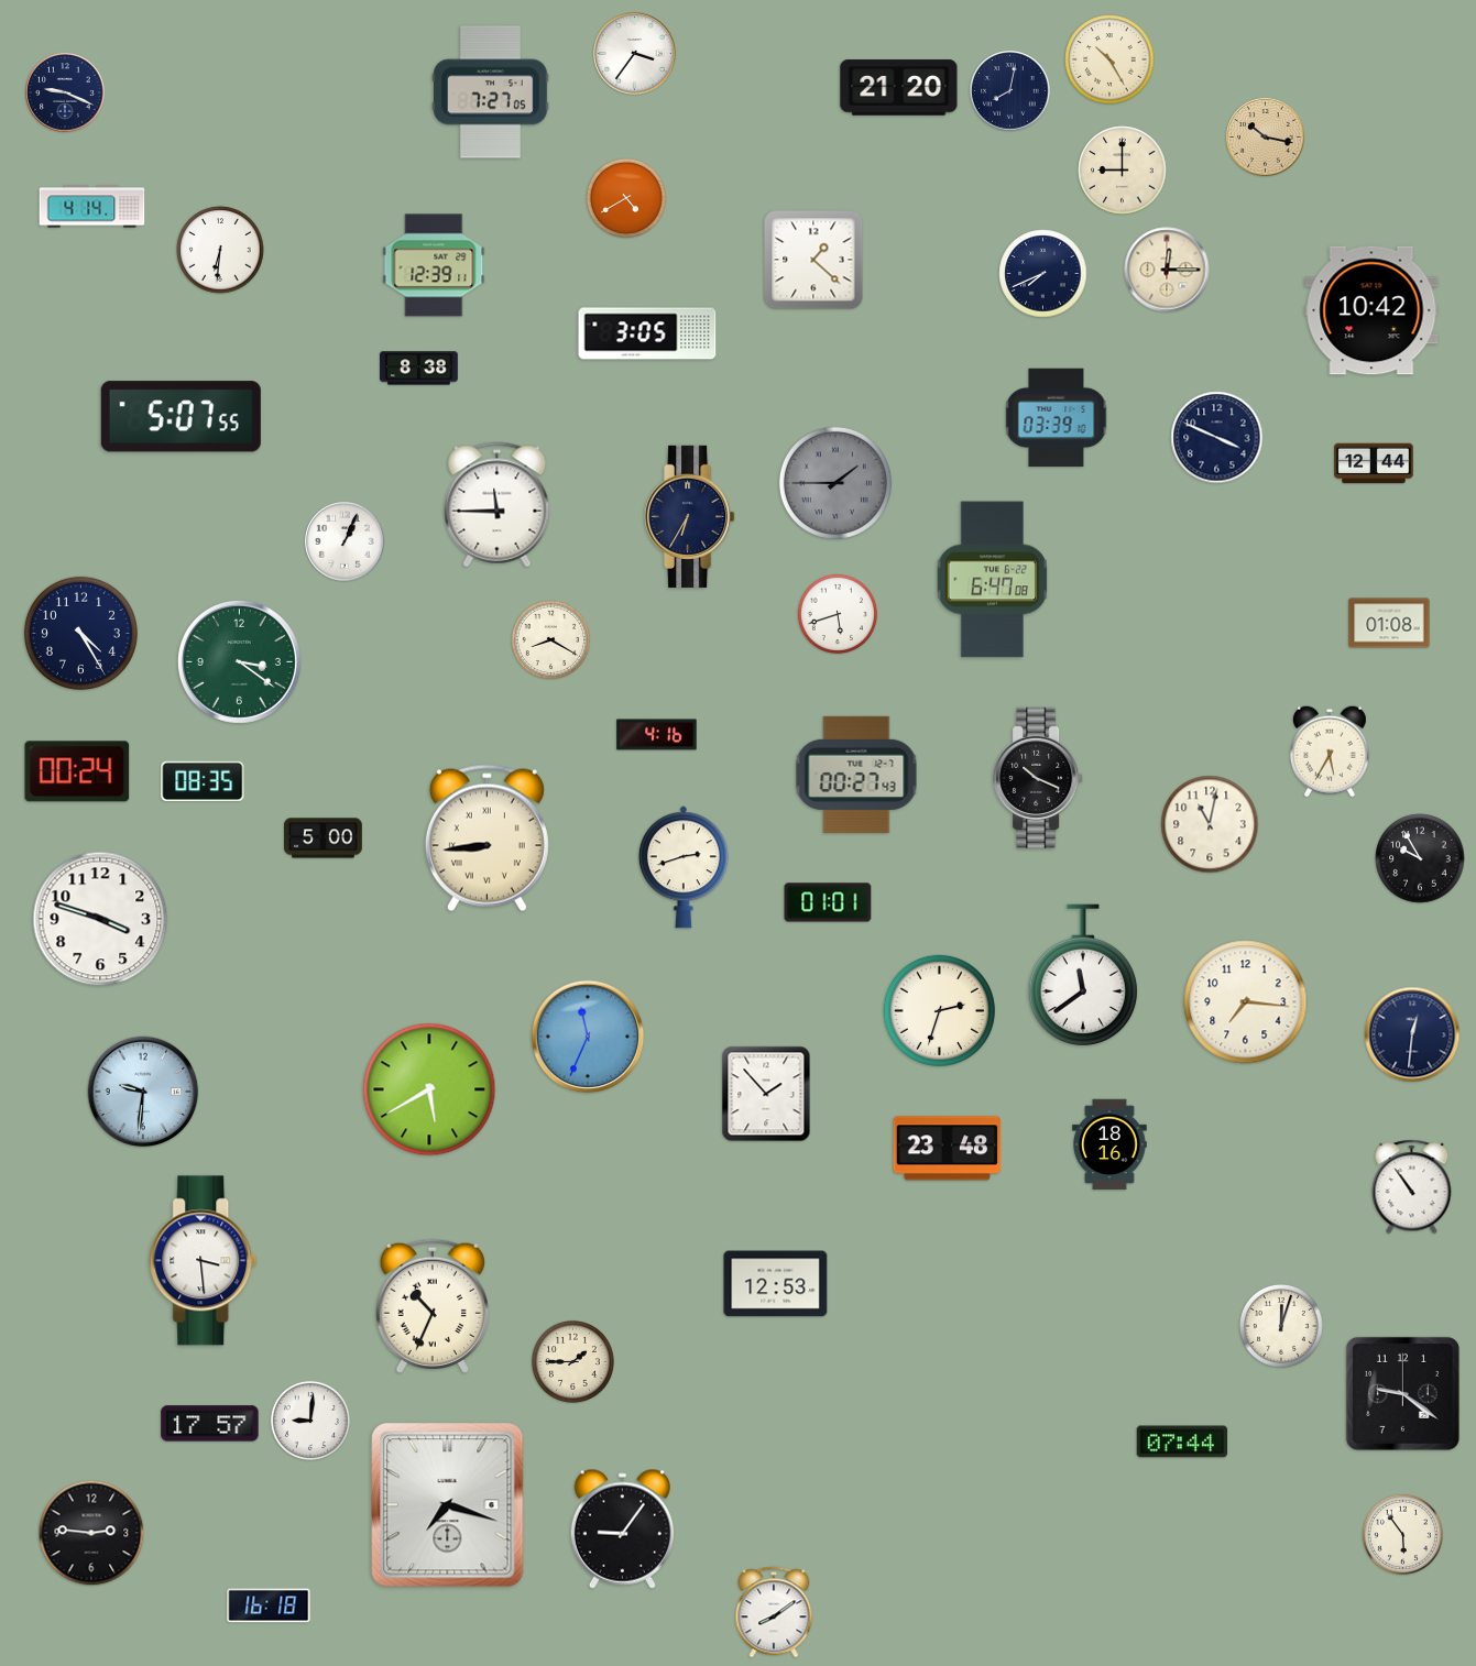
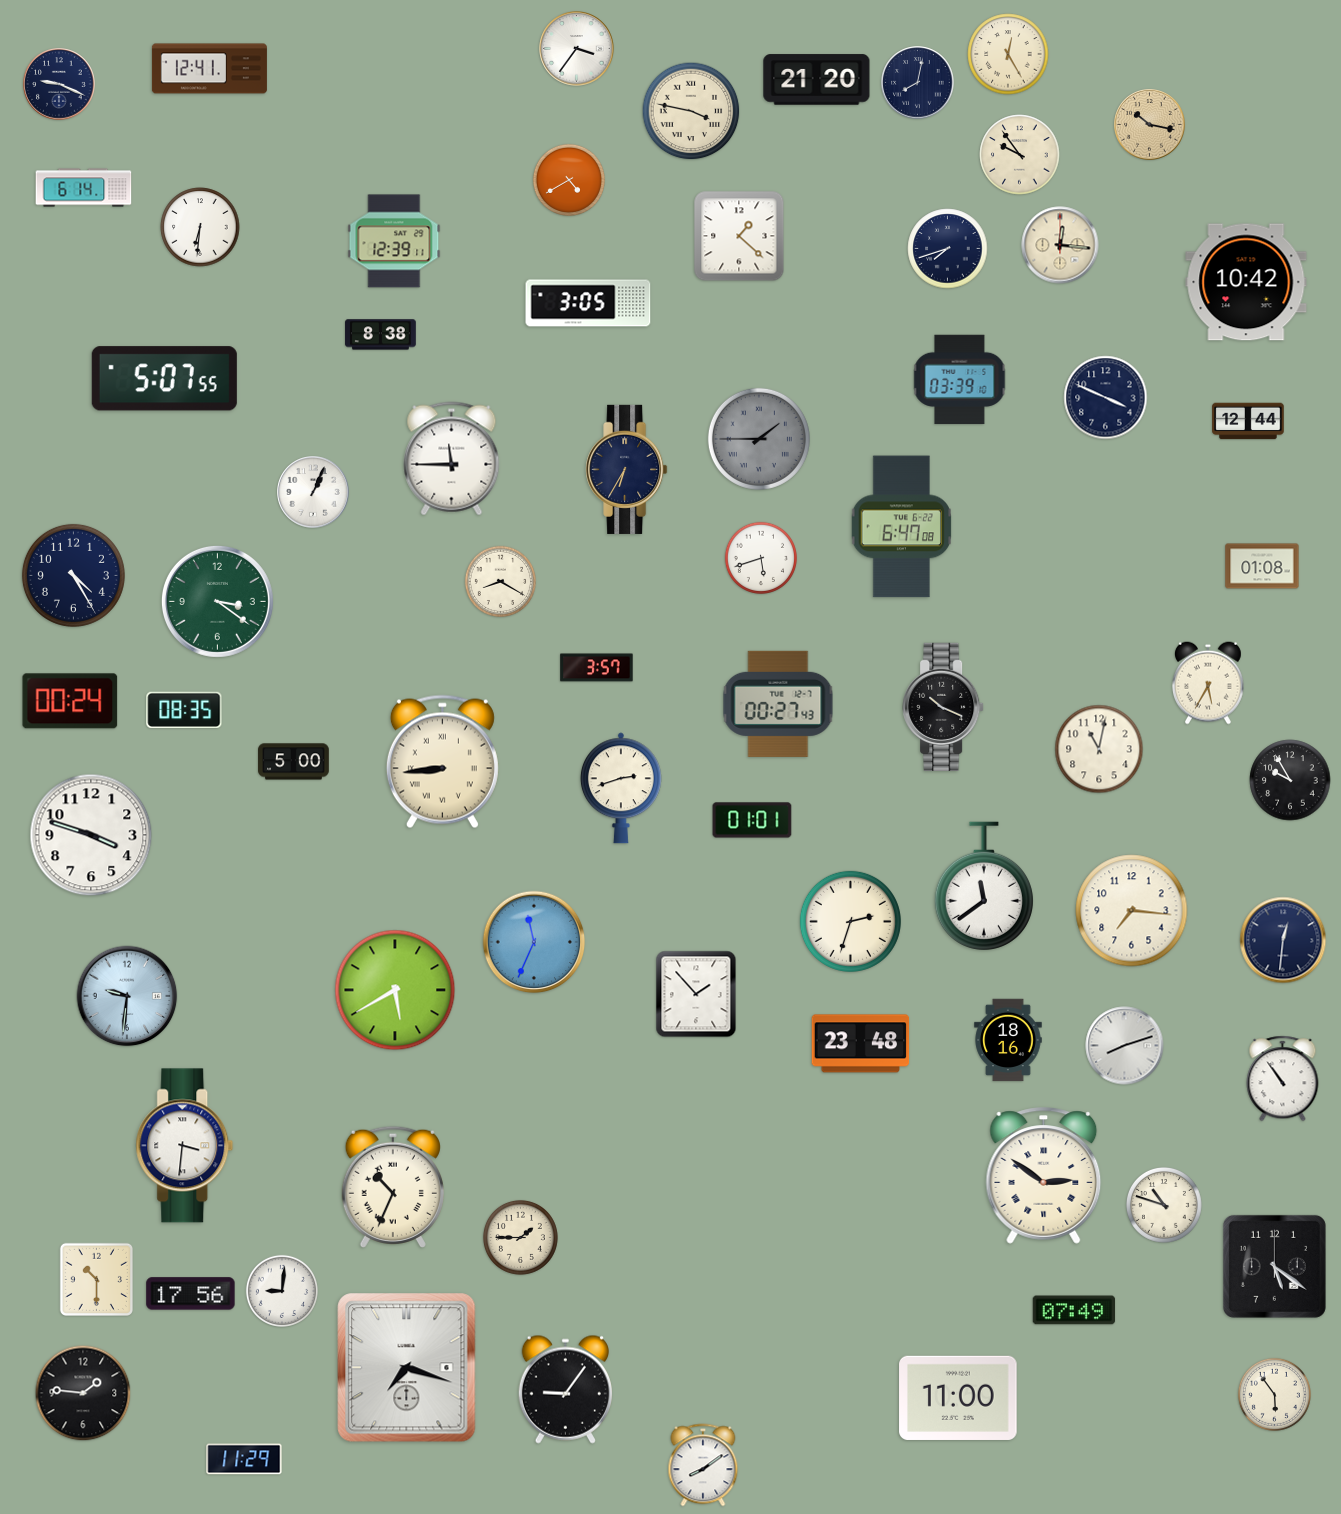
clock at (1109, 59): 10:25 -> 12:25
clock at (209, 69): none -> 12:41
clock at (491, 92): 7:27 -> none
clock at (691, 111): none -> 3:47
clock at (1123, 171): 9:00 -> 9:54
clock at (92, 207): 4:14 -> 6:14
clock at (1167, 270): 12:15 -> 12:16
clock at (1043, 274): 7:41 -> 7:42
clock at (657, 735): 4:16 -> 3:57
clock at (939, 1010) position: (939, 1010) -> (850, 921)
clock at (429, 1089) position: (429, 1089) -> (395, 990)
clock at (143, 1092) position: (143, 1092) -> (127, 996)
clock at (1125, 1046): none -> 8:12
clock at (204, 1261): 3:29 -> 3:31
clock at (776, 1284): 12:53 -> none
clock at (1044, 1176): none -> 2:51
clock at (1281, 1326): 12:03 -> 10:48
clock at (1402, 1393): 9:21 -> 5:21
clock at (96, 1279): none -> 10:30
clock at (210, 1424): 17:57 -> 17:56
clock at (1182, 1442): 07:44 -> 07:49
clock at (91, 1533): 2:46 -> 1:46
clock at (958, 1398): none -> 11:00
clock at (269, 1605): 16:18 -> 11:29
